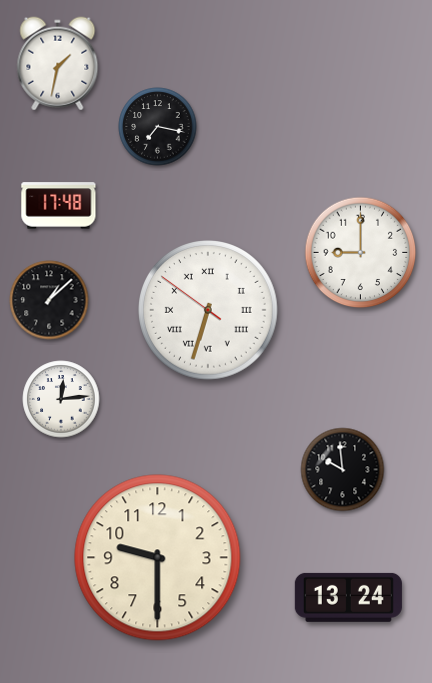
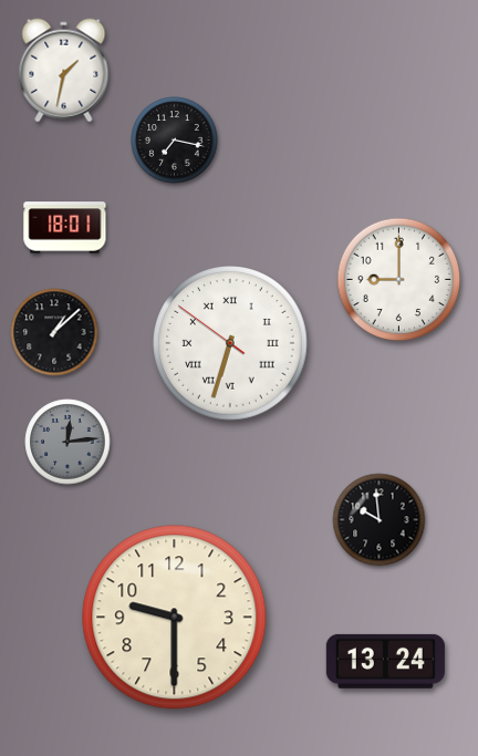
clock at (59, 206): 17:48 -> 18:01
clock at (61, 399) dial: white -> grey
